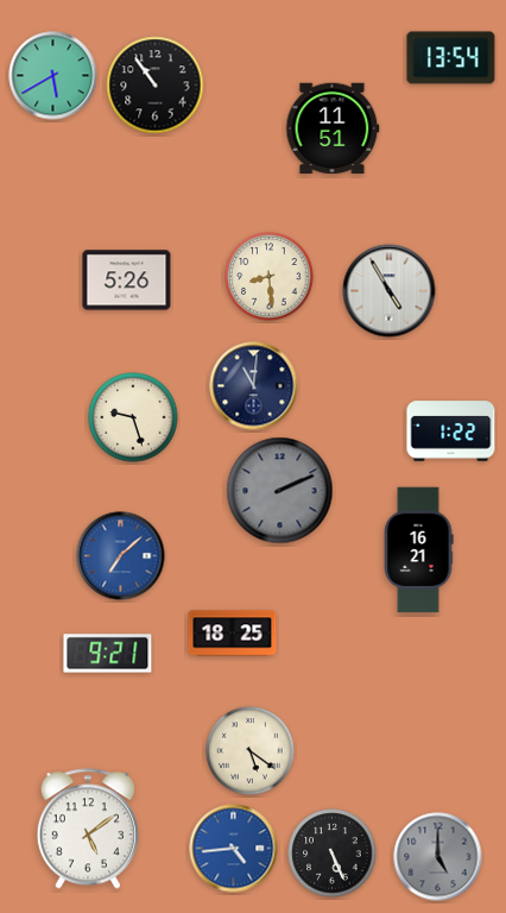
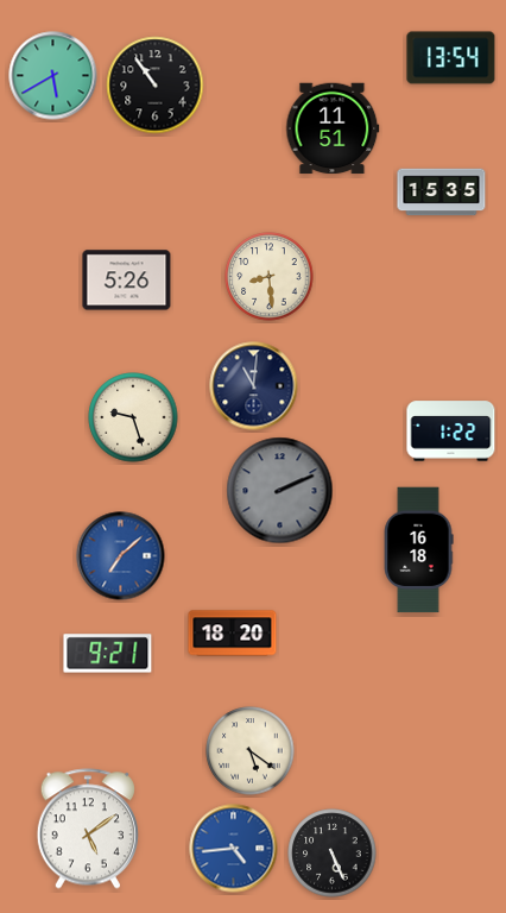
clock at (442, 193): none -> 15:35
clock at (390, 291): 4:55 -> none
clock at (418, 550): 16:21 -> 16:18
clock at (233, 634): 18:25 -> 18:20
clock at (438, 857): 5:00 -> none
